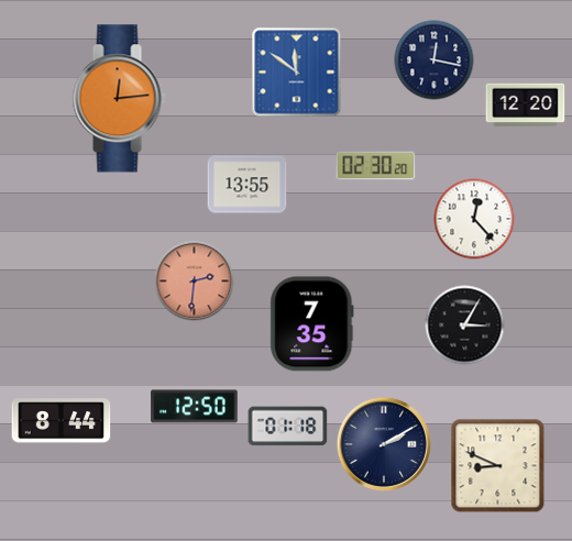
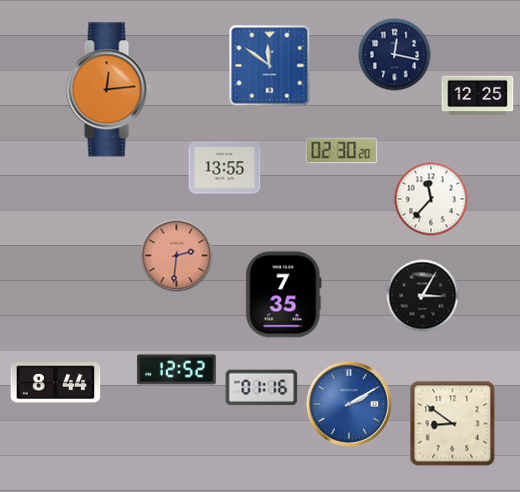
clock at (526, 106): 12:20 -> 12:25
clock at (474, 219): 12:23 -> 11:37
clock at (195, 407): 12:50 -> 12:52
clock at (288, 427): 01:18 -> 01:16
clock at (384, 444) dial: navy -> blue
clock at (498, 466): 8:49 -> 8:51
